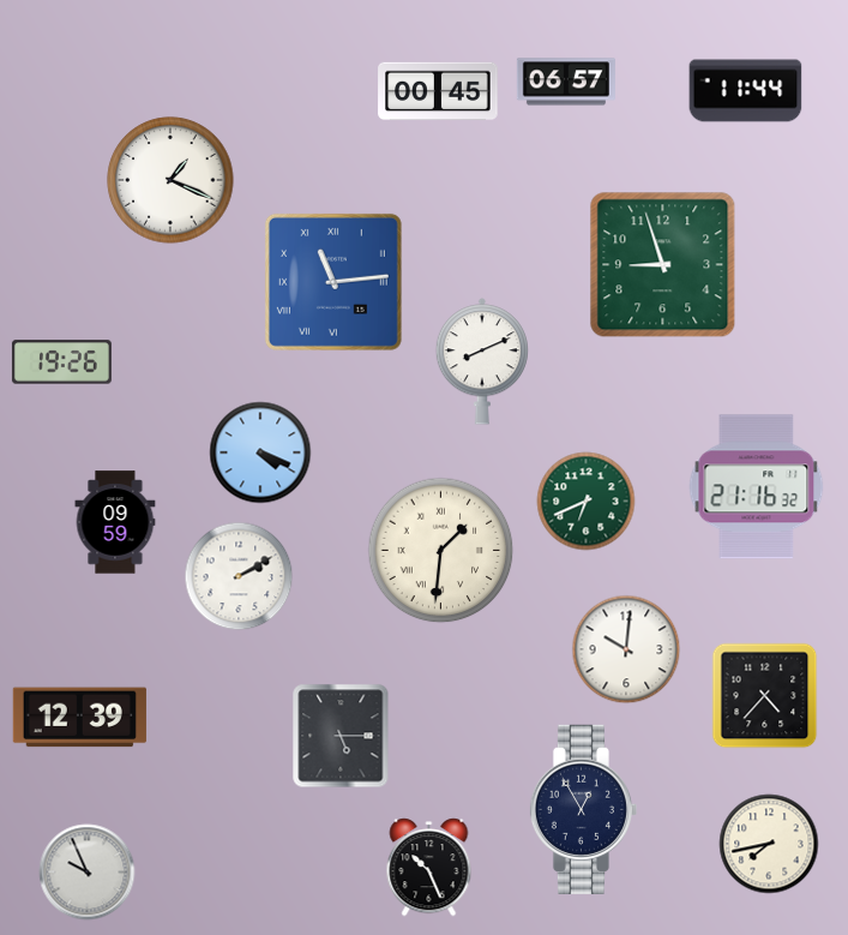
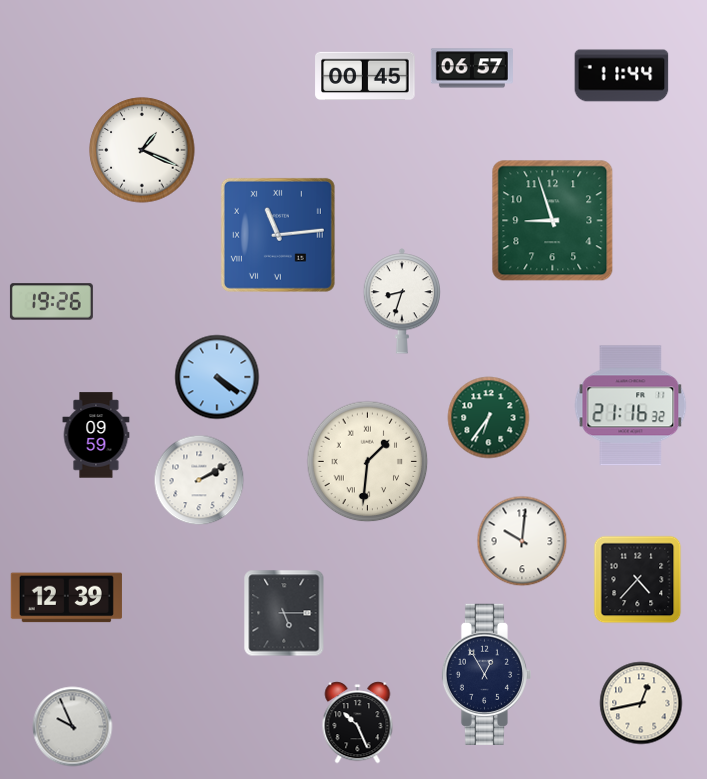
clock at (482, 361): 8:11 -> 8:33
clock at (260, 452): 4:19 -> 4:21
clock at (587, 502): 6:41 -> 6:36
clock at (441, 551) position: (441, 551) -> (368, 462)
clock at (769, 844): 7:43 -> 12:43
